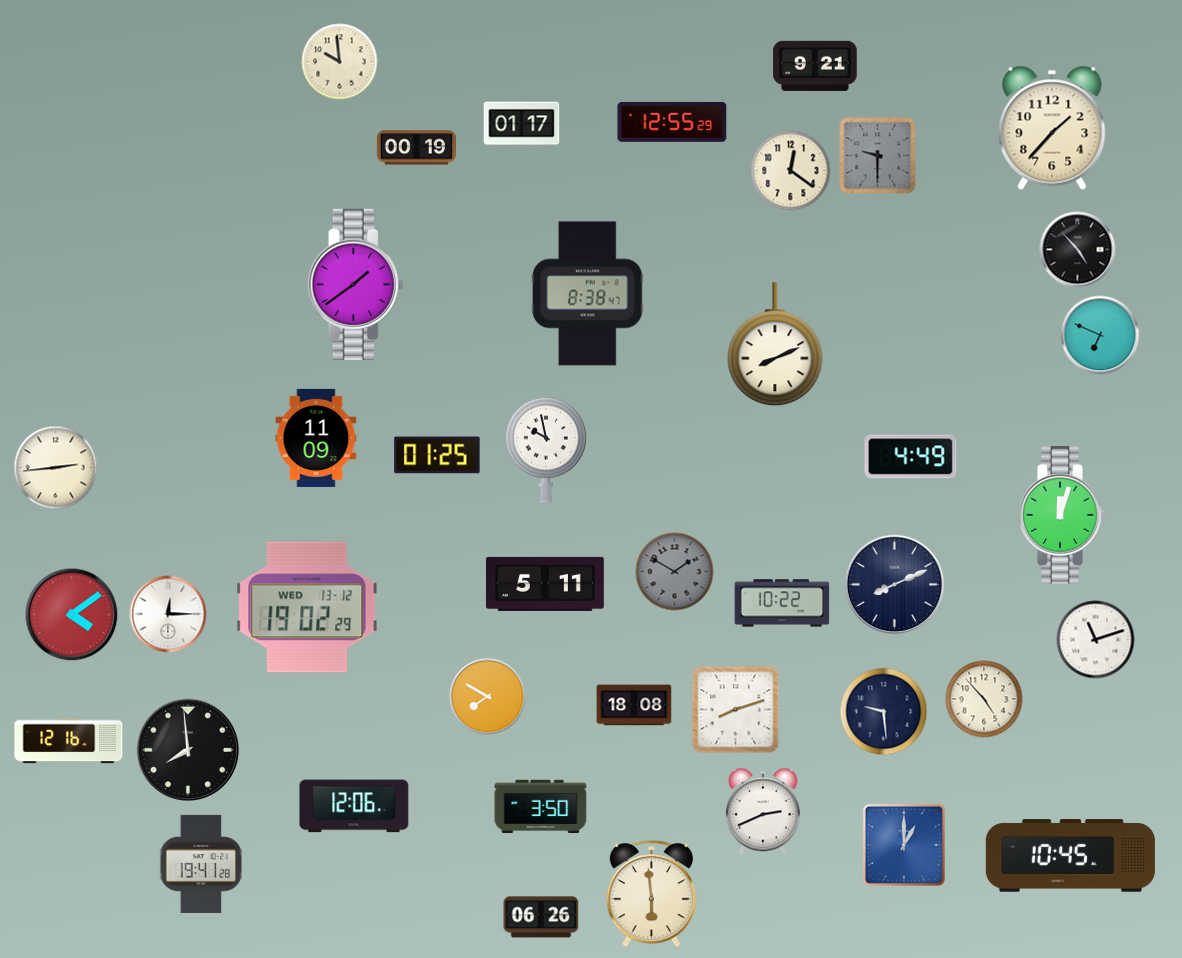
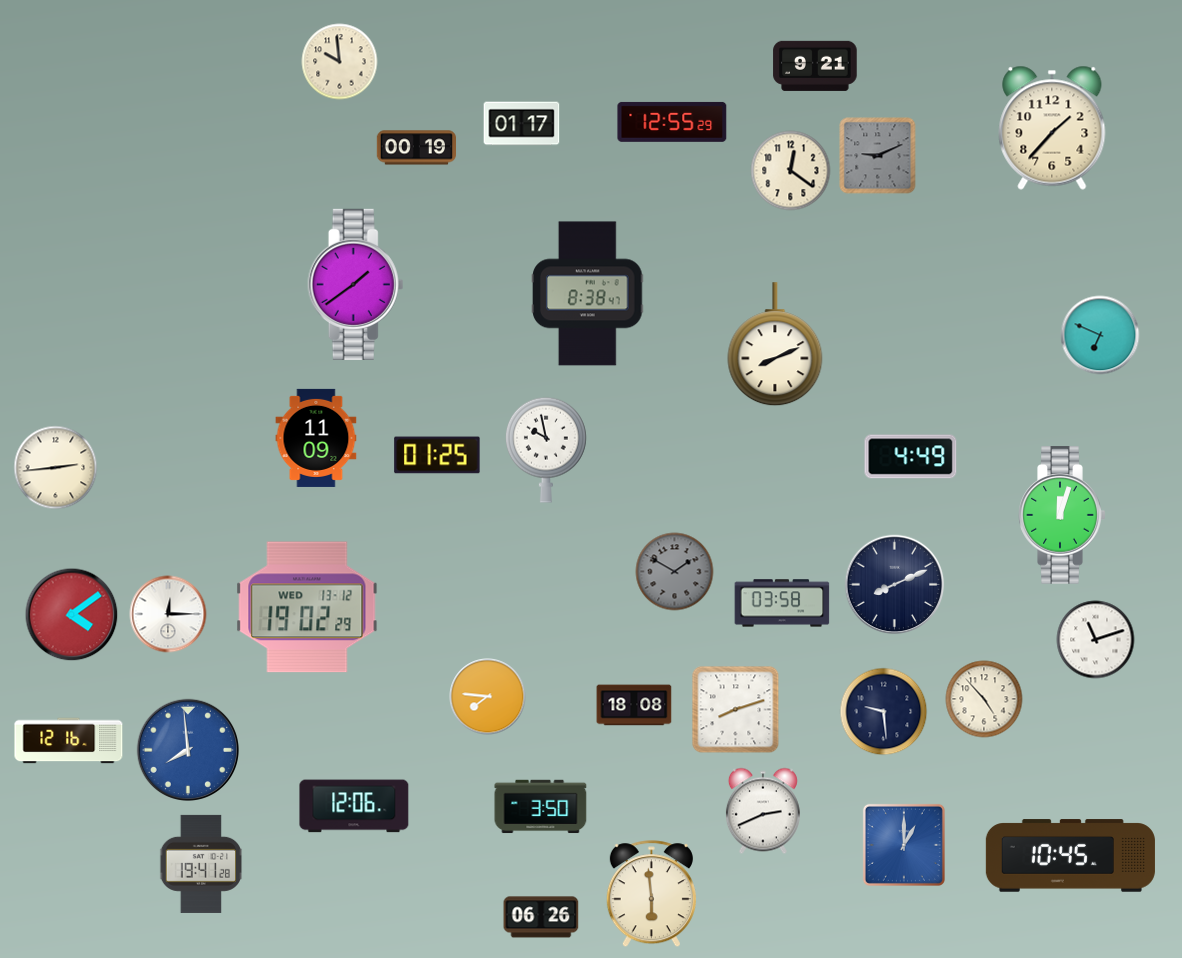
clock at (878, 156): 9:30 -> 9:11
clock at (1078, 250): 4:53 -> none
clock at (545, 584): 5:11 -> none
clock at (782, 603): 10:22 -> 03:58
clock at (488, 697): 7:50 -> 7:46
clock at (188, 750) dial: black -> blue
